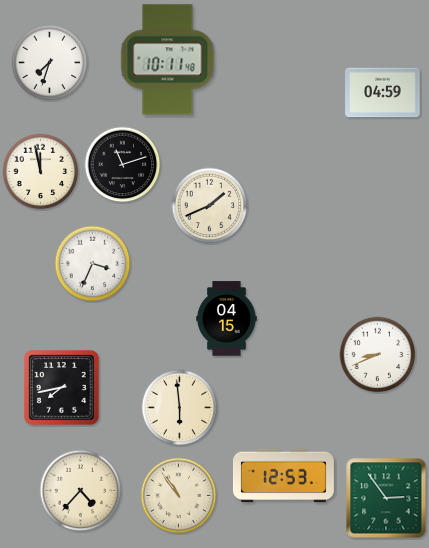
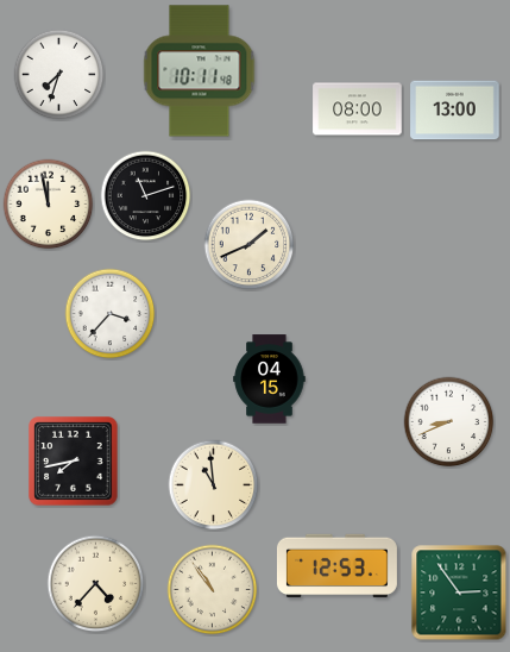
clock at (358, 109): none -> 08:00
clock at (383, 93): 04:59 -> 13:00
clock at (93, 264): 3:34 -> 3:37
clock at (180, 408): 5:59 -> 10:59
